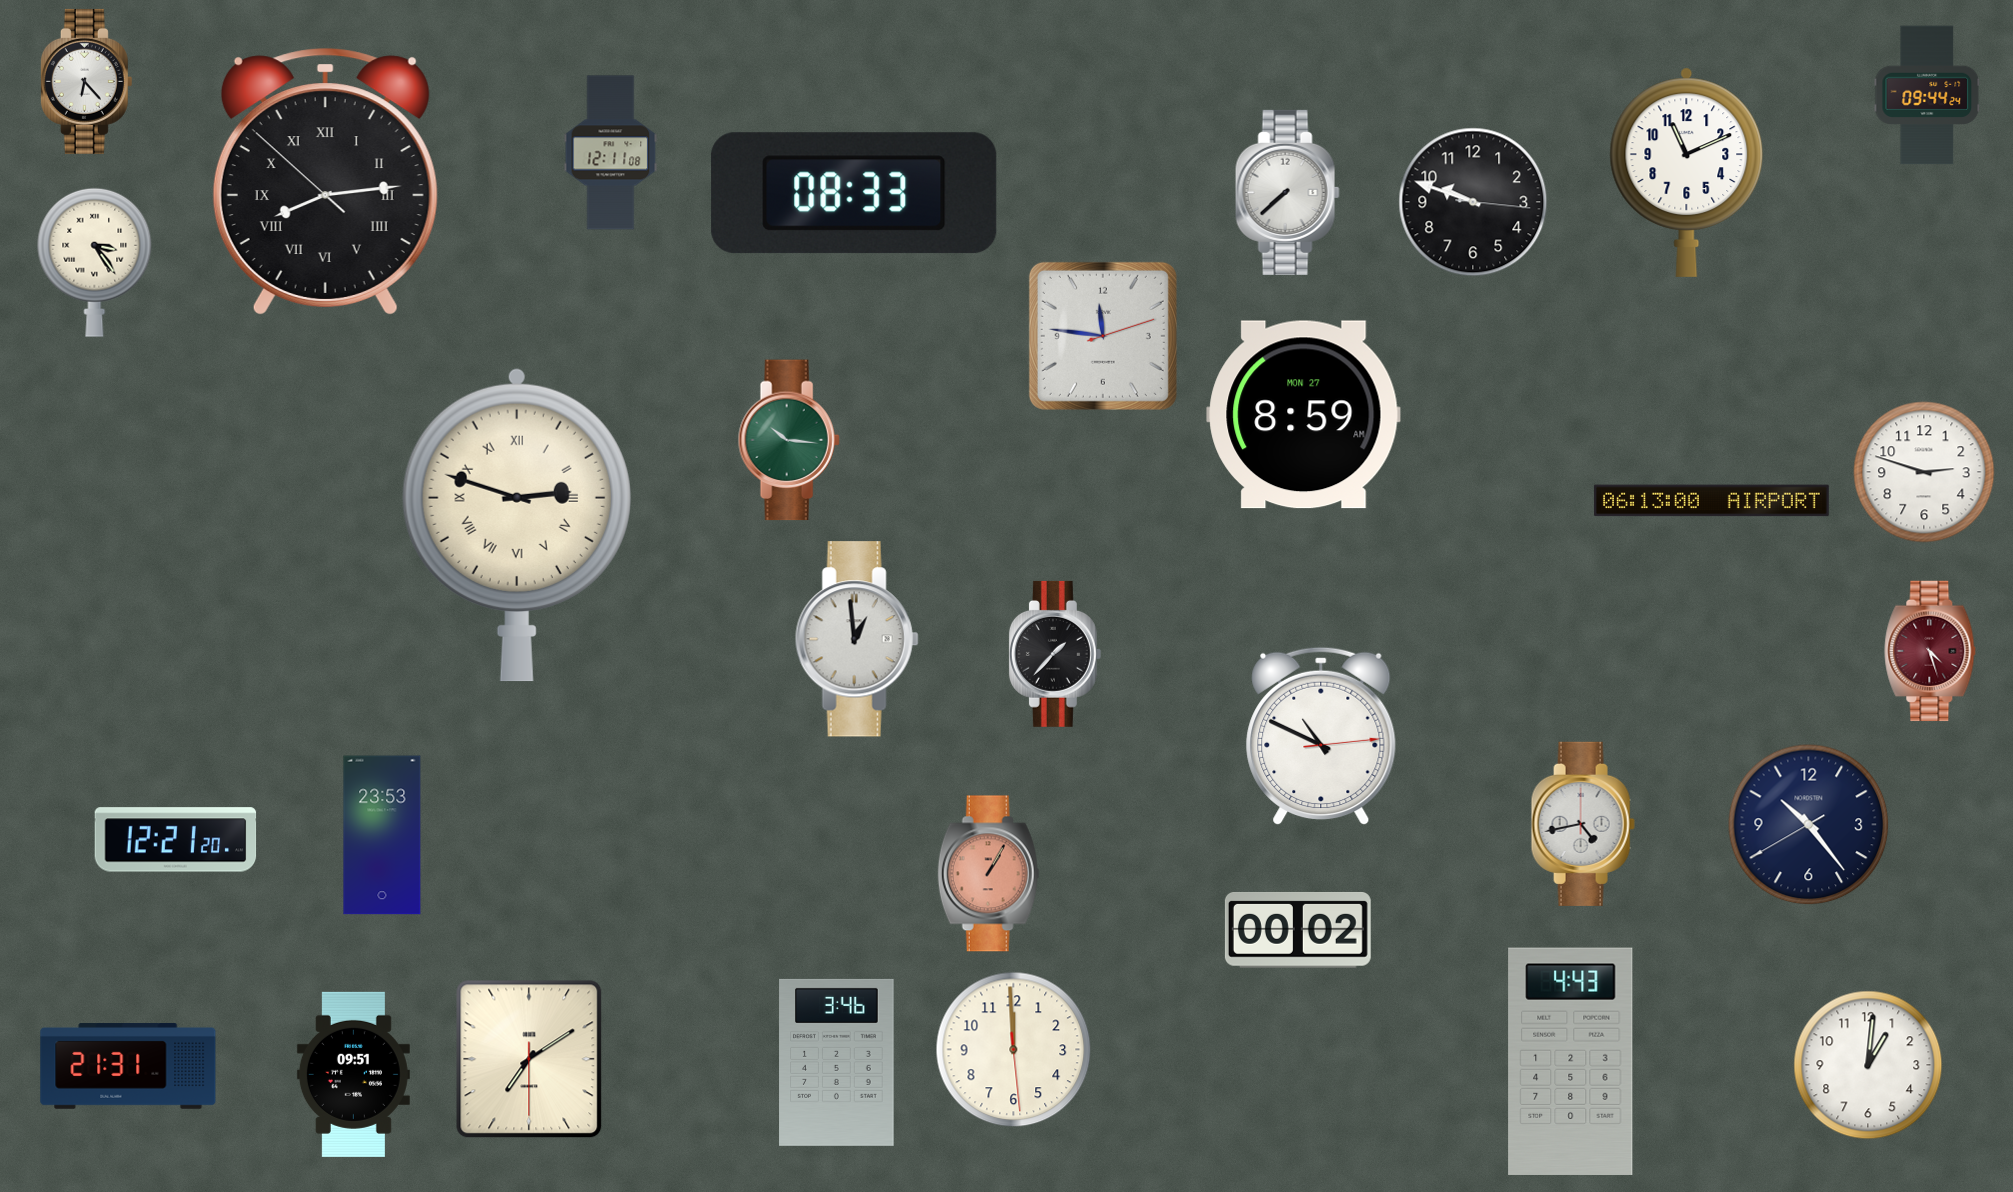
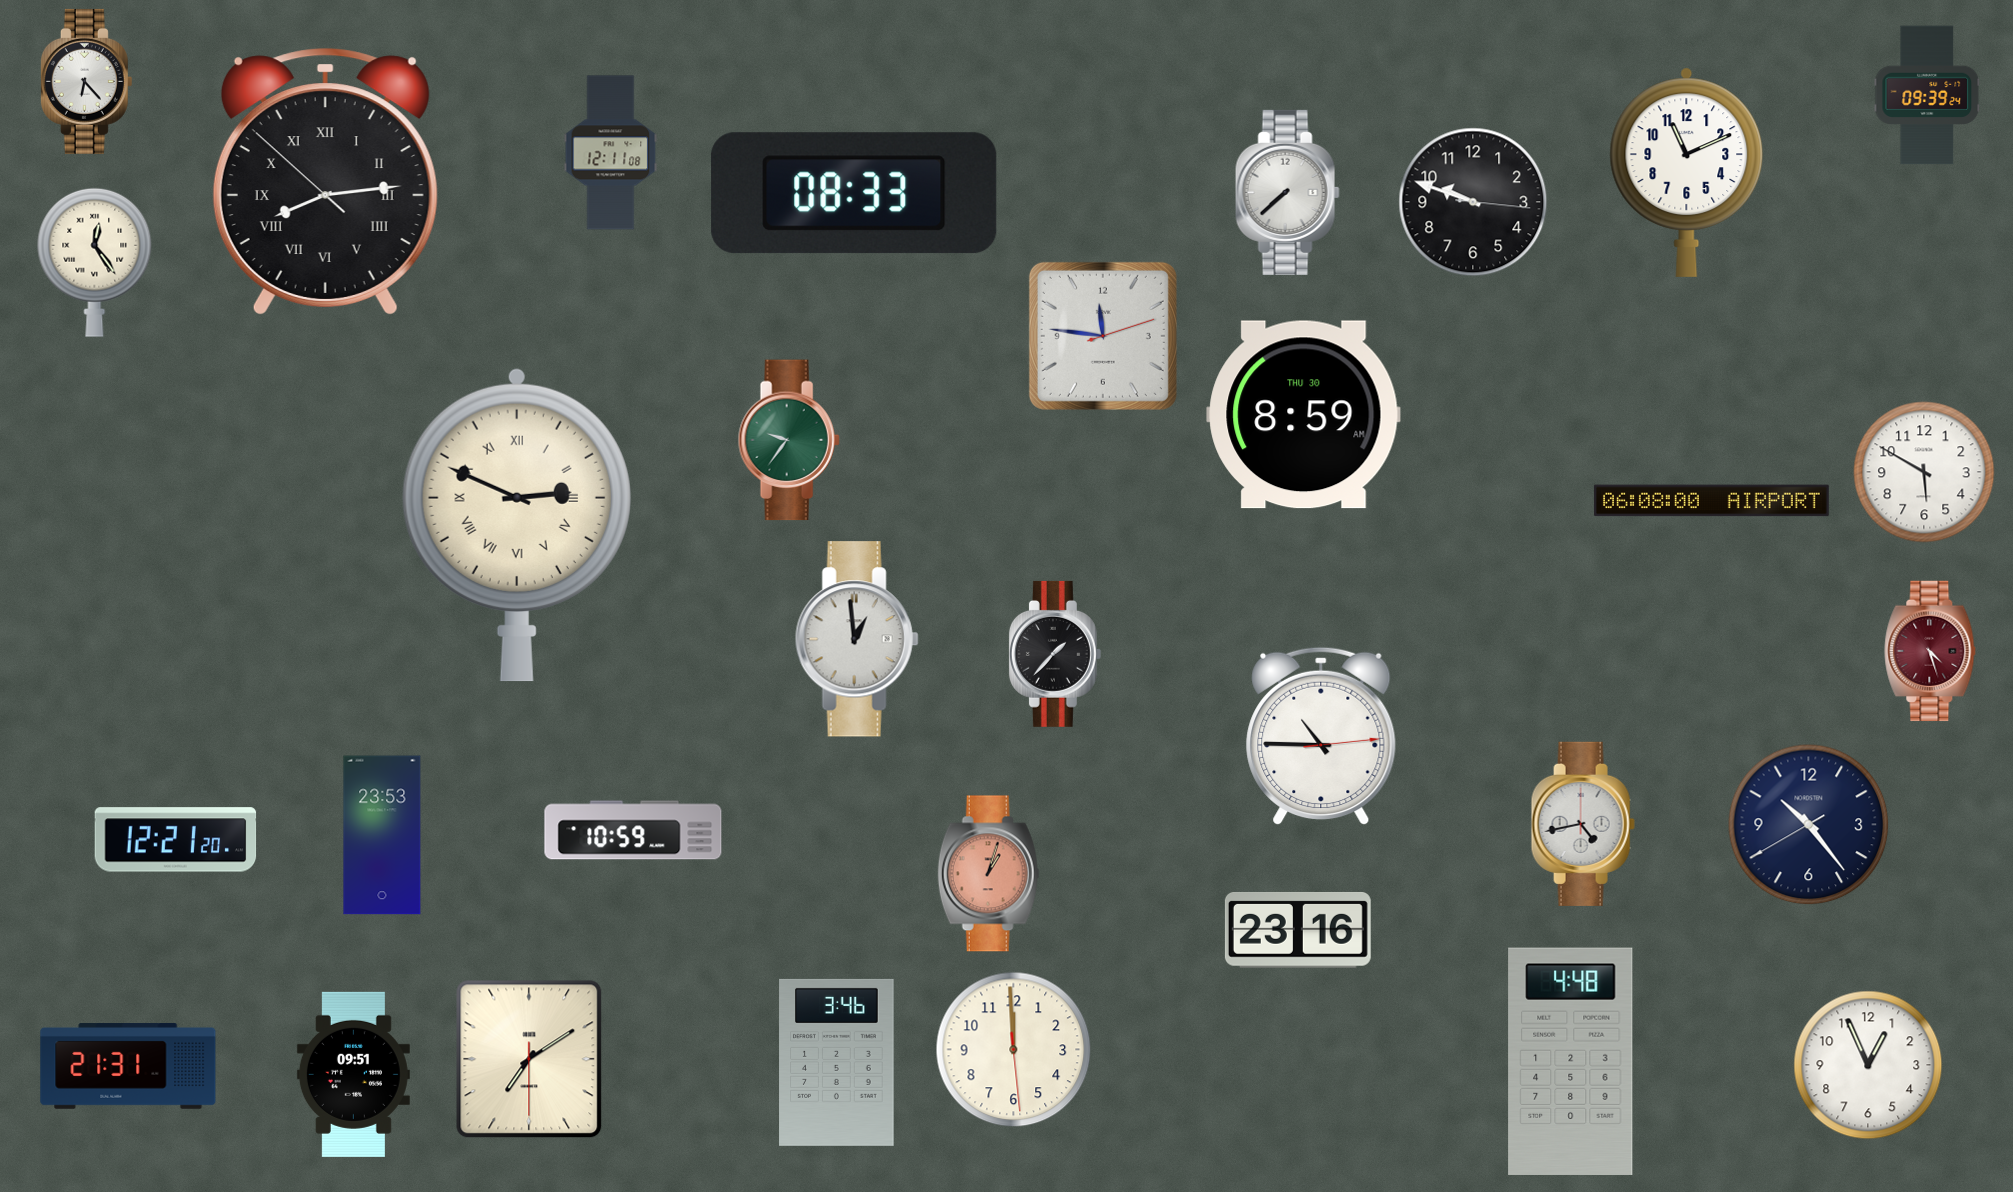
clock at (1927, 95): 09:44 -> 09:39
clock at (95, 262): 3:24 -> 12:24
clock at (1304, 415) date: MON 27 -> THU 30
clock at (789, 440): 10:16 -> 9:36
clock at (1924, 472): 2:48 -> 5:50
clock at (1711, 501): 06:13 -> 06:08
clock at (517, 525): 2:48 -> 2:49
clock at (1321, 736): 10:49 -> 10:45
clock at (633, 830): none -> 10:59
clock at (989, 874): 1:05 -> 1:03
clock at (1298, 930): 00:02 -> 23:16
clock at (1571, 1061): 4:43 -> 4:48
clock at (1868, 1065): 1:01 -> 12:56
